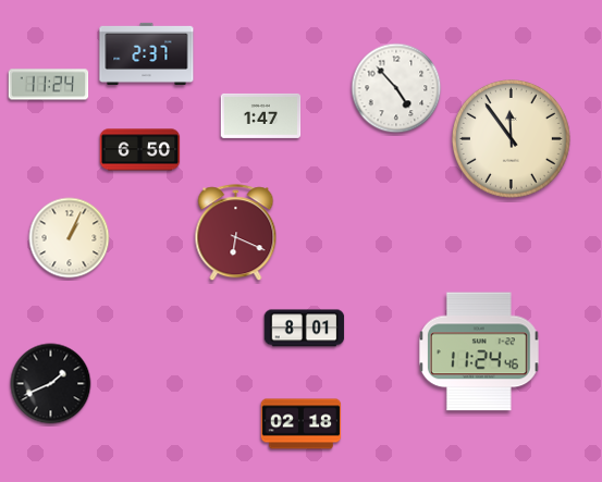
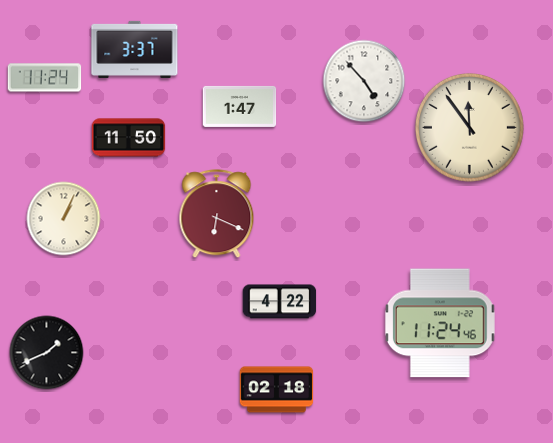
clock at (147, 53): 2:37 -> 3:37
clock at (140, 150): 6:50 -> 11:50
clock at (305, 329): 8:01 -> 4:22
